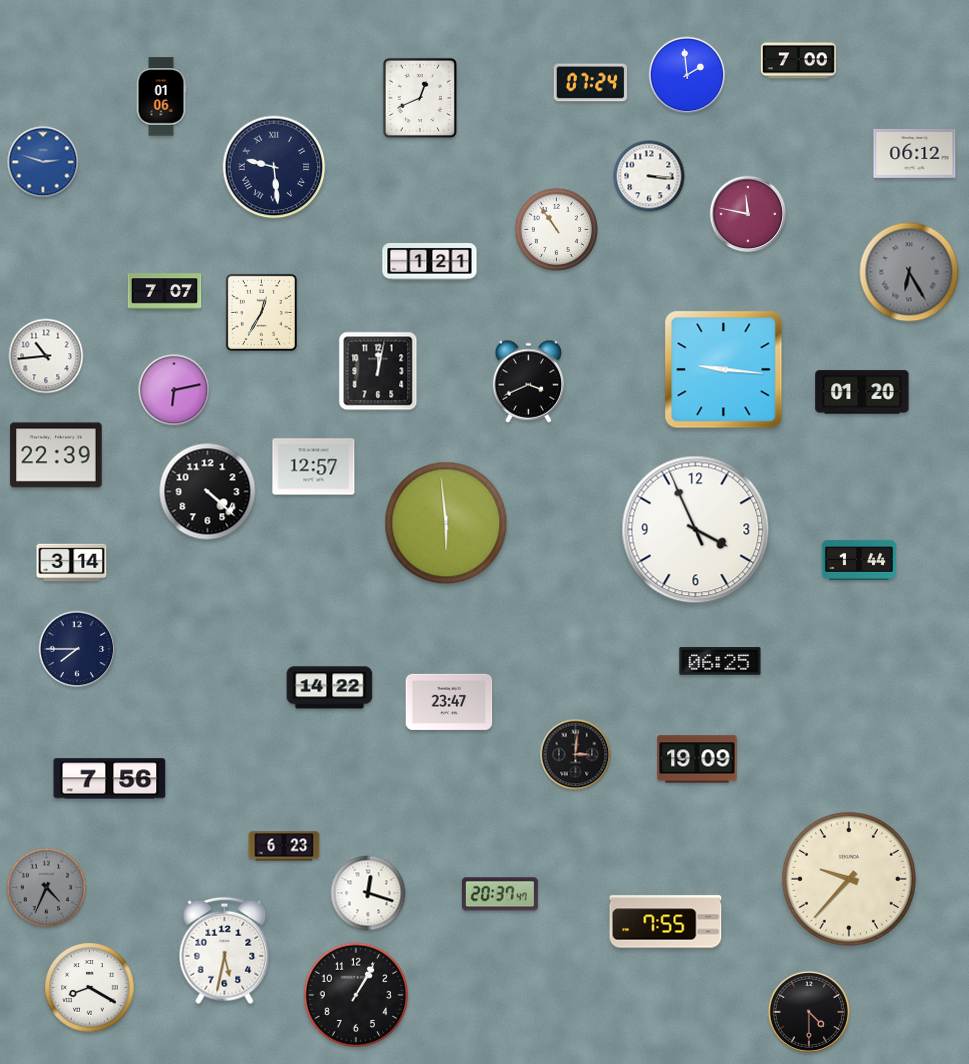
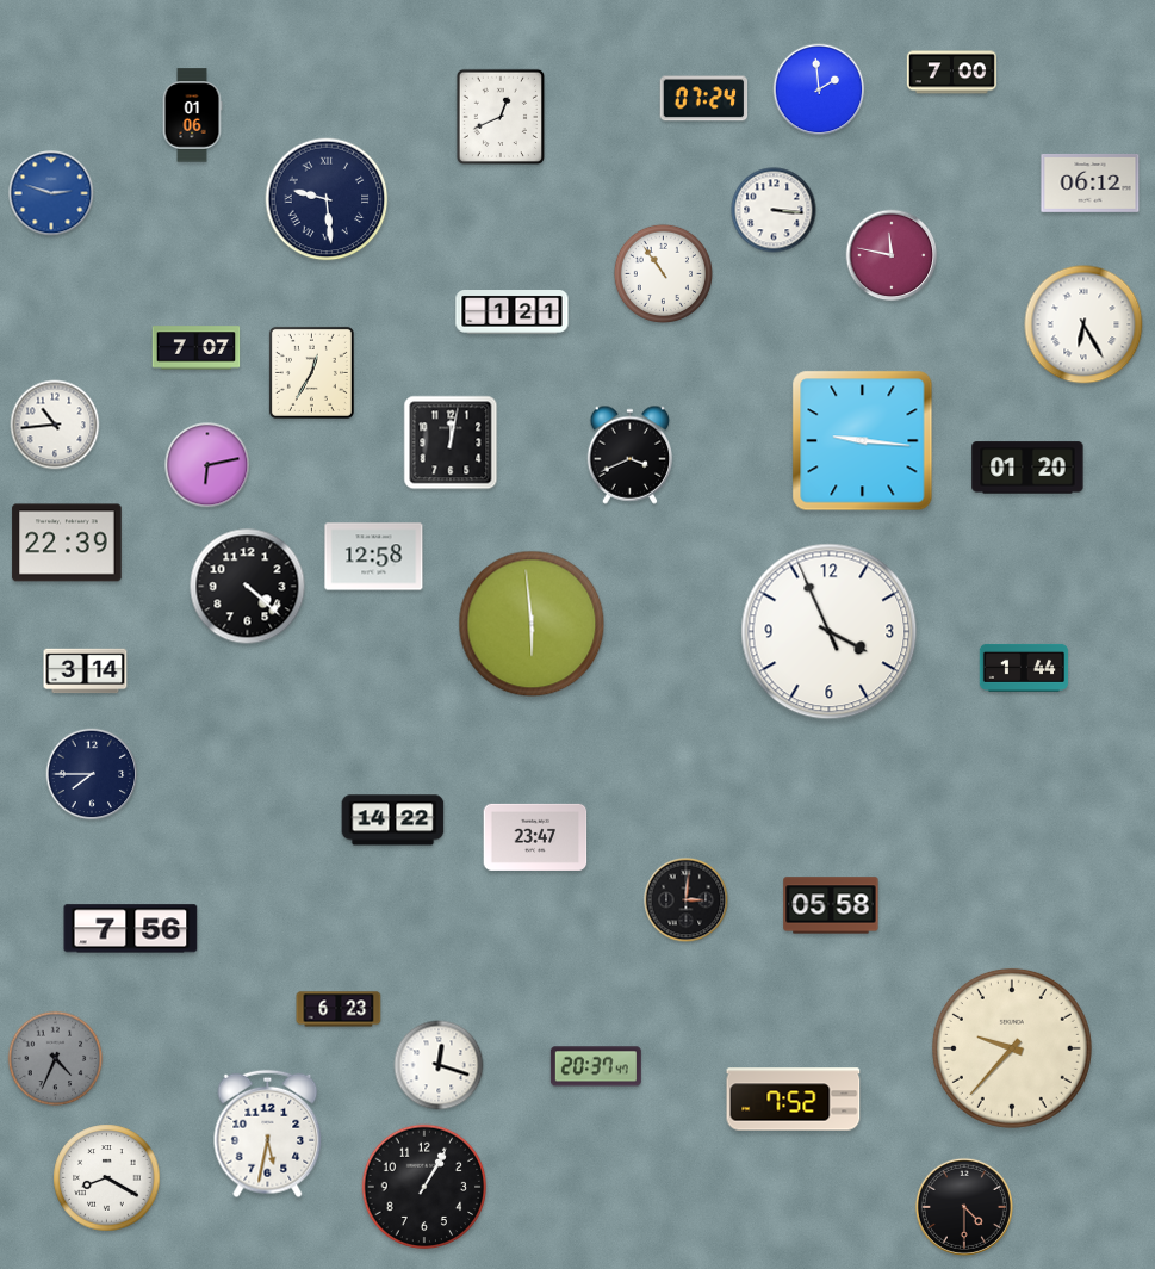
clock at (909, 272) dial: grey -> white
clock at (314, 467): 12:57 -> 12:58
clock at (720, 661): 06:25 -> none
clock at (697, 759): 19:09 -> 05:58
clock at (666, 922): 7:55 -> 7:52
